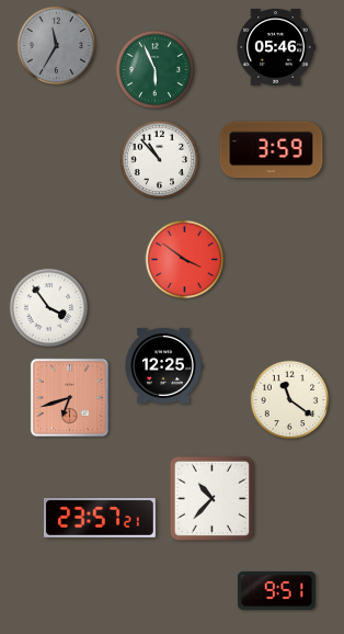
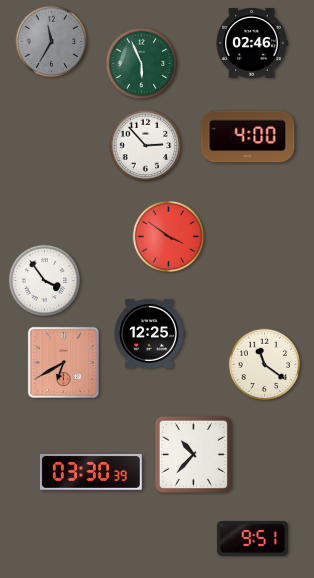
clock at (276, 47): 05:46 -> 02:46
clock at (272, 150): 3:59 -> 4:00
clock at (160, 160): 10:53 -> 2:53
clock at (69, 397): 6:42 -> 6:40
clock at (100, 519): 23:57 -> 03:30
